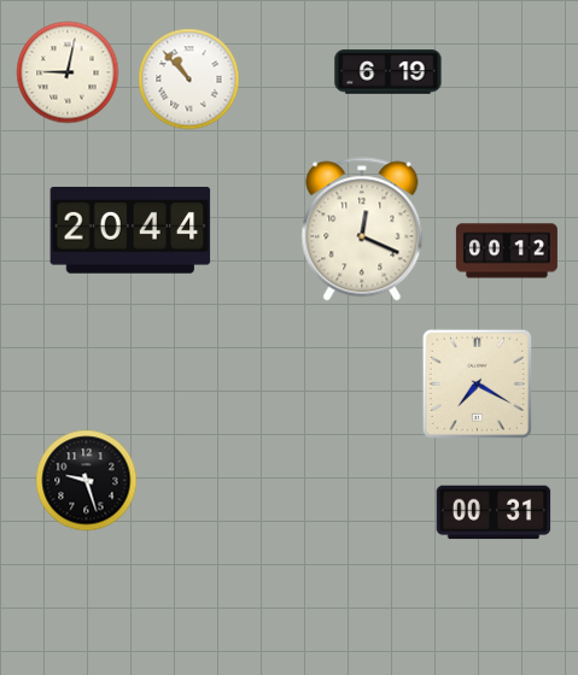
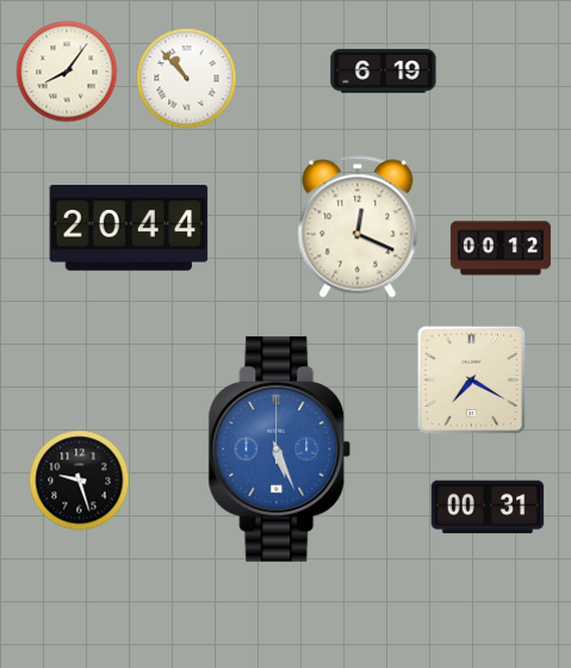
clock at (68, 72): 9:02 -> 8:06
clock at (280, 449): none -> 5:26
clock at (87, 481) position: (87, 481) -> (80, 481)
